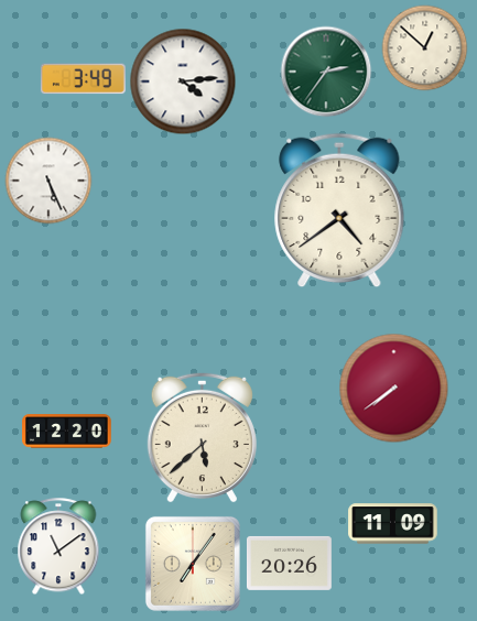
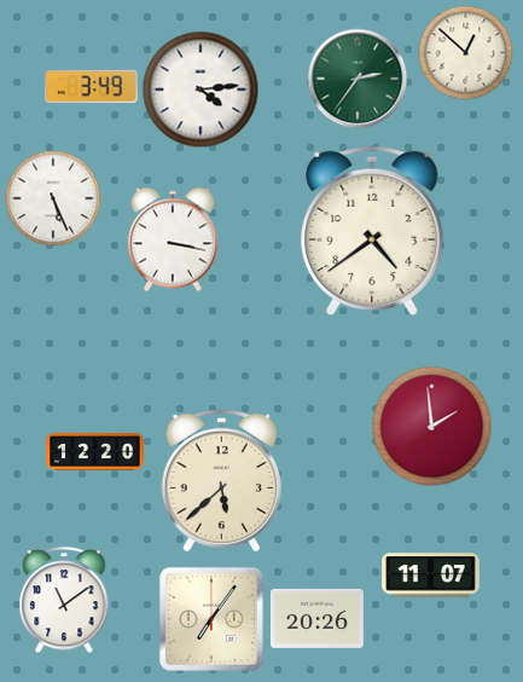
clock at (173, 239): none -> 3:17
clock at (394, 389): 7:39 -> 1:59
clock at (67, 432) position: (67, 432) -> (95, 452)
clock at (393, 524): 11:09 -> 11:07
